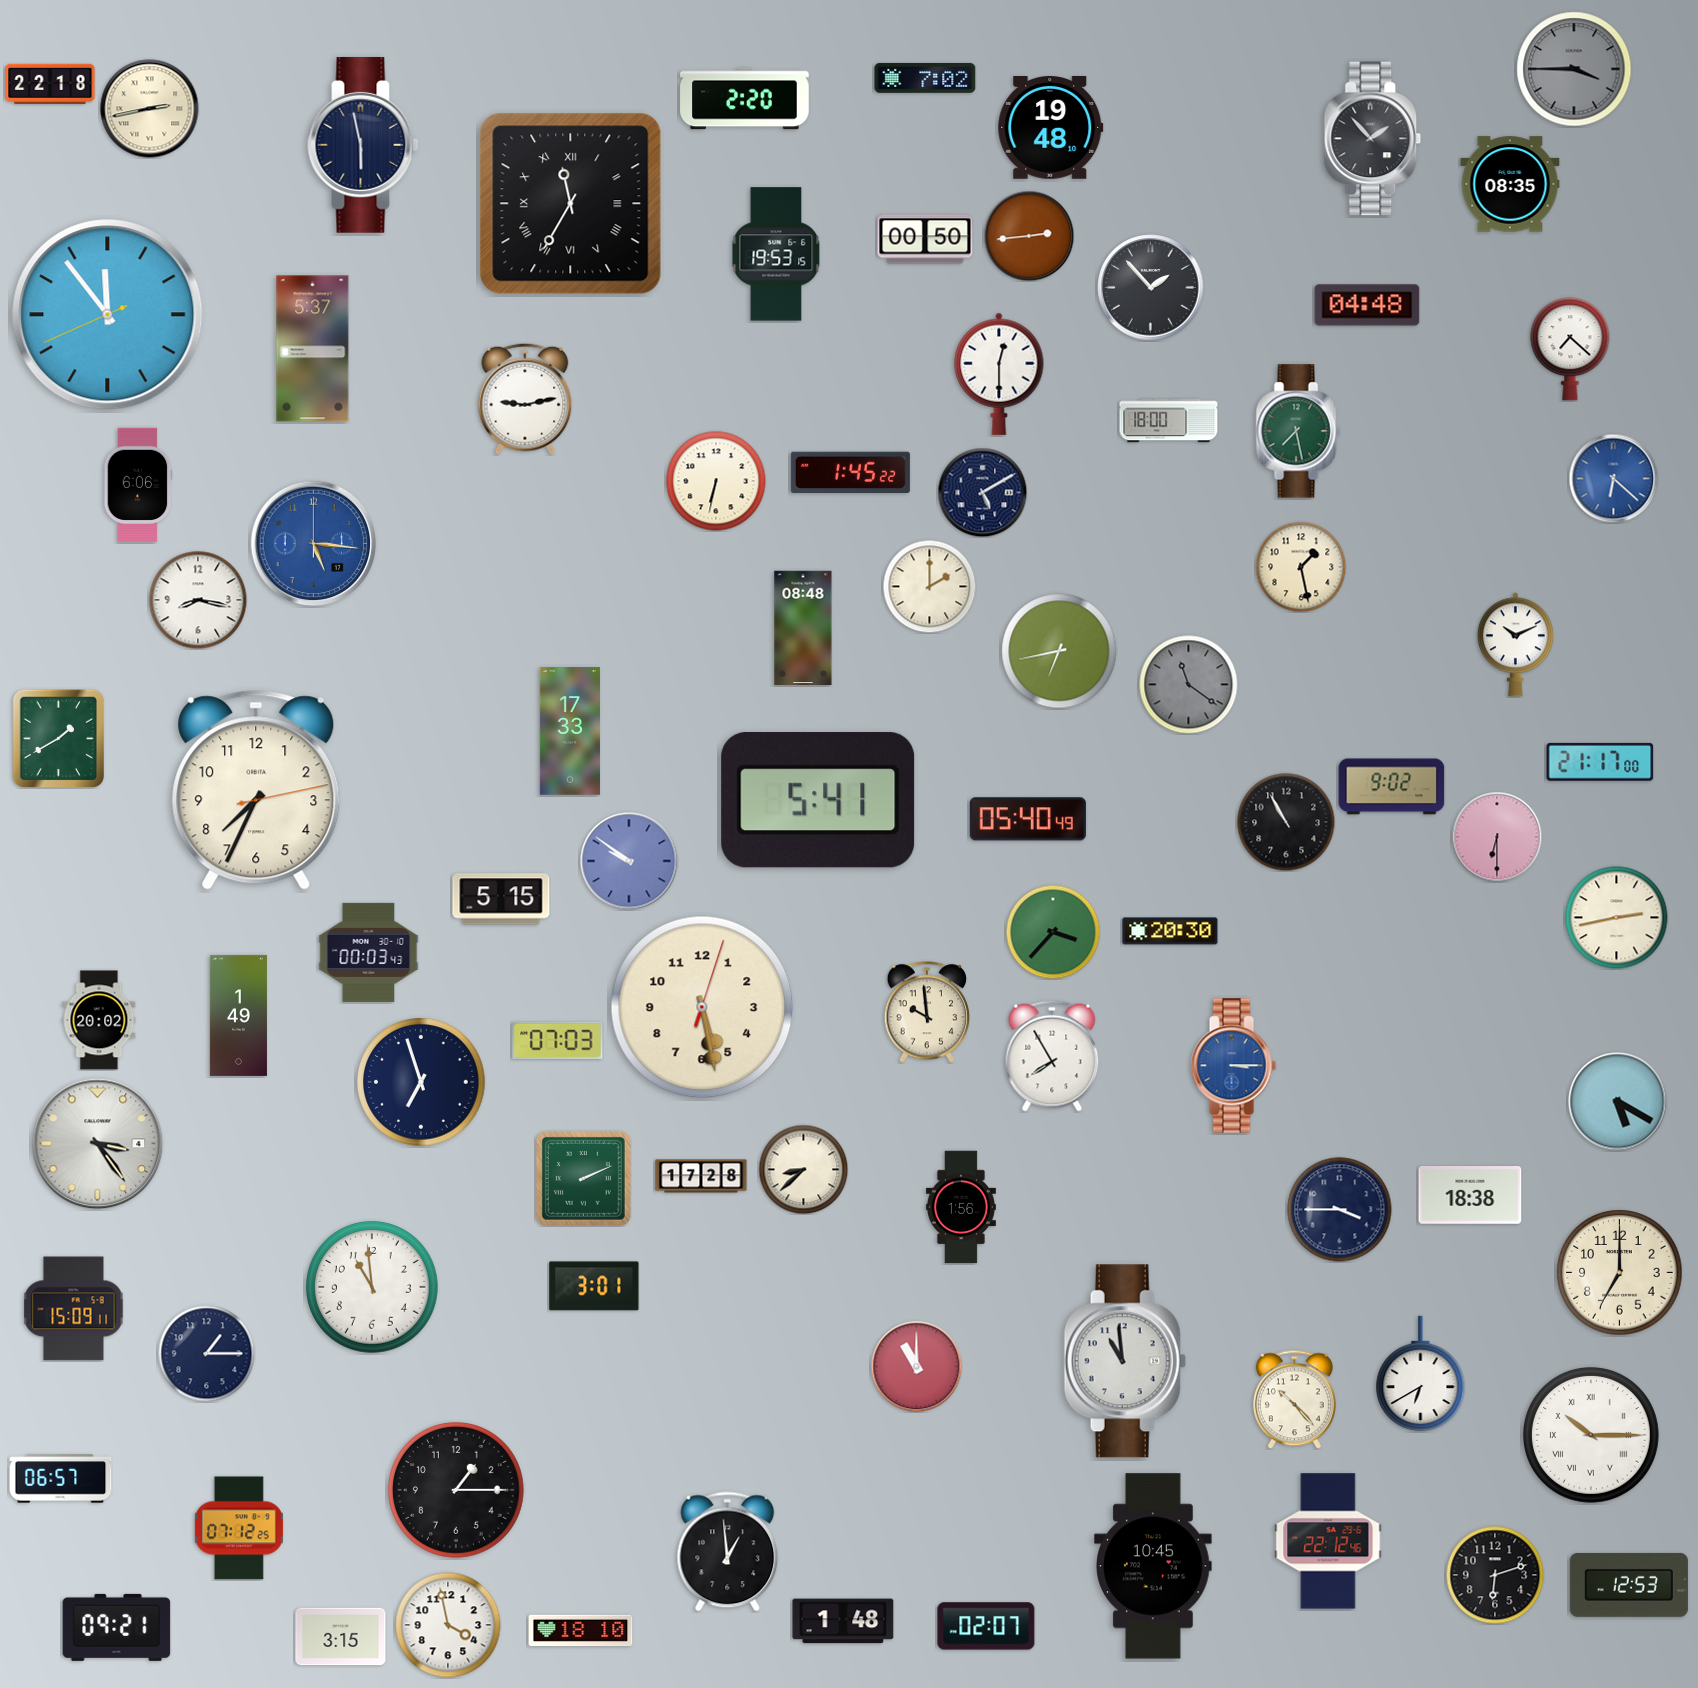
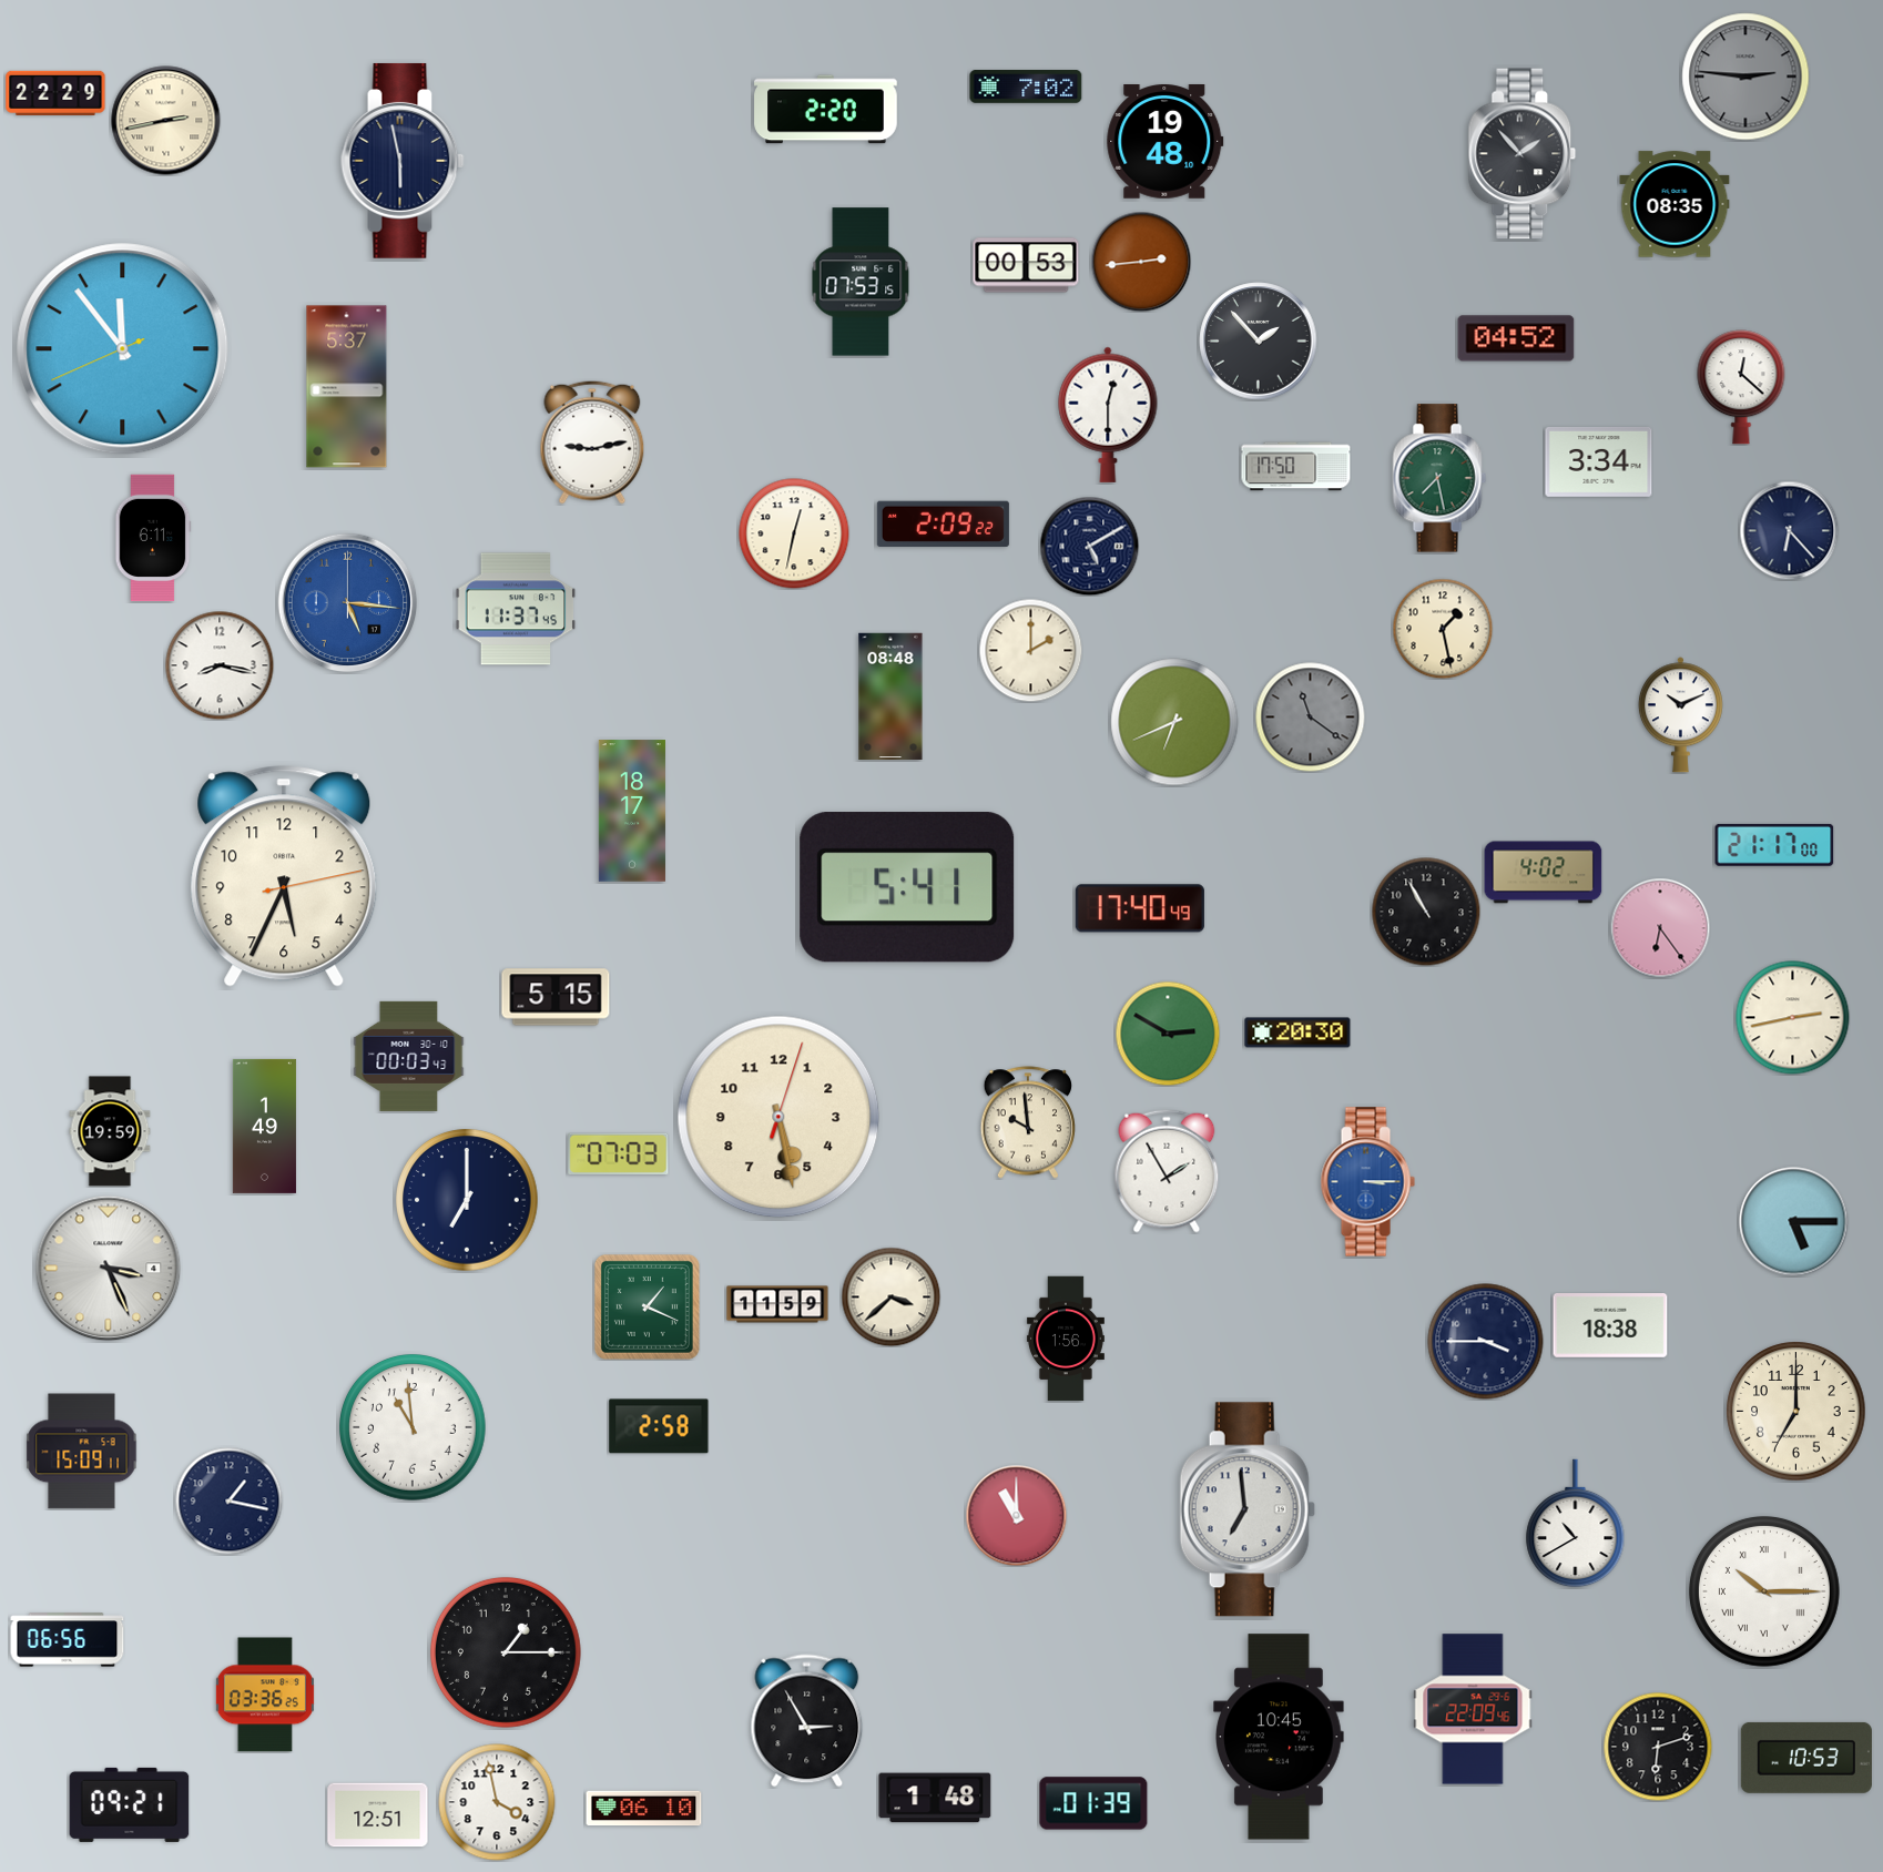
clock at (1574, 69): 3:45 -> 2:46
clock at (50, 84): 22:18 -> 22:29
clock at (571, 204): 11:35 -> none
clock at (925, 239): 00:50 -> 00:53
clock at (776, 254): 19:53 -> 07:53
clock at (1151, 288) position: (1151, 288) -> (1259, 342)
clock at (1367, 305): 04:48 -> 04:52
clock at (108, 315) position: (108, 315) -> (123, 349)
clock at (1570, 349): 7:22 -> 12:22
clock at (525, 399) position: (525, 399) -> (592, 442)
clock at (1599, 461): none -> 3:34
clock at (1169, 421): 18:00 -> 17:50
clock at (850, 473): 1:45 -> 2:09
clock at (1613, 478): 6:22 -> 6:23
clock at (1613, 478) dial: blue -> navy
clock at (716, 481): 6:32 -> 12:32
clock at (138, 485): 6:06 -> 6:11
clock at (516, 609): none -> 11:37
clock at (1059, 651): 6:43 -> 6:41
clock at (1189, 685) position: (1189, 685) -> (1311, 718)
clock at (570, 731): 17:33 -> 18:17
clock at (59, 738): 1:40 -> none
clock at (1392, 787): 9:02 -> 4:02
clock at (256, 790): 7:34 -> 5:34
clock at (1028, 819): 05:40 -> 17:40
clock at (1497, 837): 6:30 -> 6:24
clock at (629, 861): 9:51 -> none
clock at (1053, 932): 3:37 -> 2:50
clock at (99, 1020): 20:02 -> 19:59
clock at (1052, 1056): 7:55 -> 1:55
clock at (421, 1082): 6:57 -> 7:00
clock at (1618, 1102): 5:20 -> 5:15
clock at (98, 1144): 3:24 -> 3:26
clock at (803, 1169): 8:38 -> 3:38
clock at (701, 1176): 17:28 -> 11:59
clock at (583, 1178): 2:11 -> 1:19
clock at (1470, 1196) position: (1470, 1196) -> (1610, 1326)
clock at (594, 1286): 3:01 -> 2:58
clock at (206, 1353): 1:15 -> 1:17
clock at (1125, 1361): 10:59 -> 6:59
clock at (1421, 1374): 6:40 -> 10:40
clock at (1294, 1399): 10:23 -> none
clock at (61, 1479): 06:57 -> 06:56
clock at (239, 1528): 07:12 -> 03:36
clock at (1328, 1541): 22:12 -> 22:09
clock at (728, 1552): 12:59 -> 2:55
clock at (1629, 1585): 12:53 -> 10:53
clock at (986, 1626): 02:07 -> 01:39
clock at (581, 1631): 18:10 -> 06:10
clock at (341, 1637): 3:15 -> 12:51
